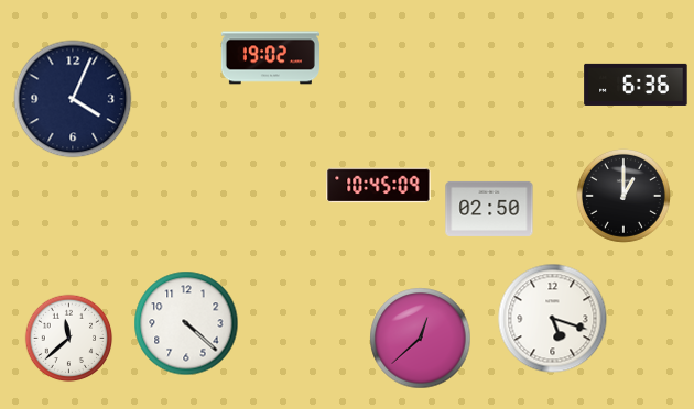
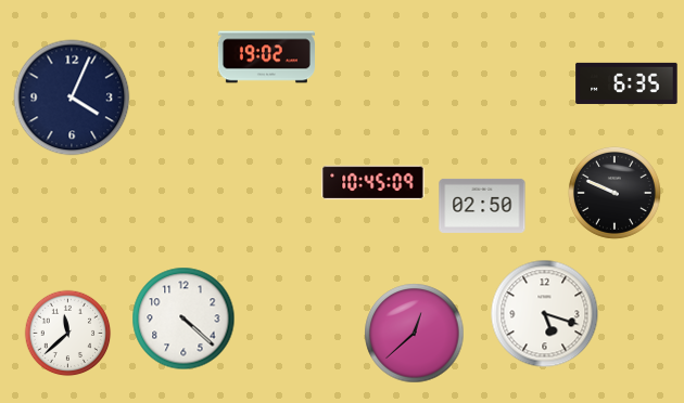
clock at (636, 85): 6:36 -> 6:35
clock at (623, 196): 1:00 -> 9:49
